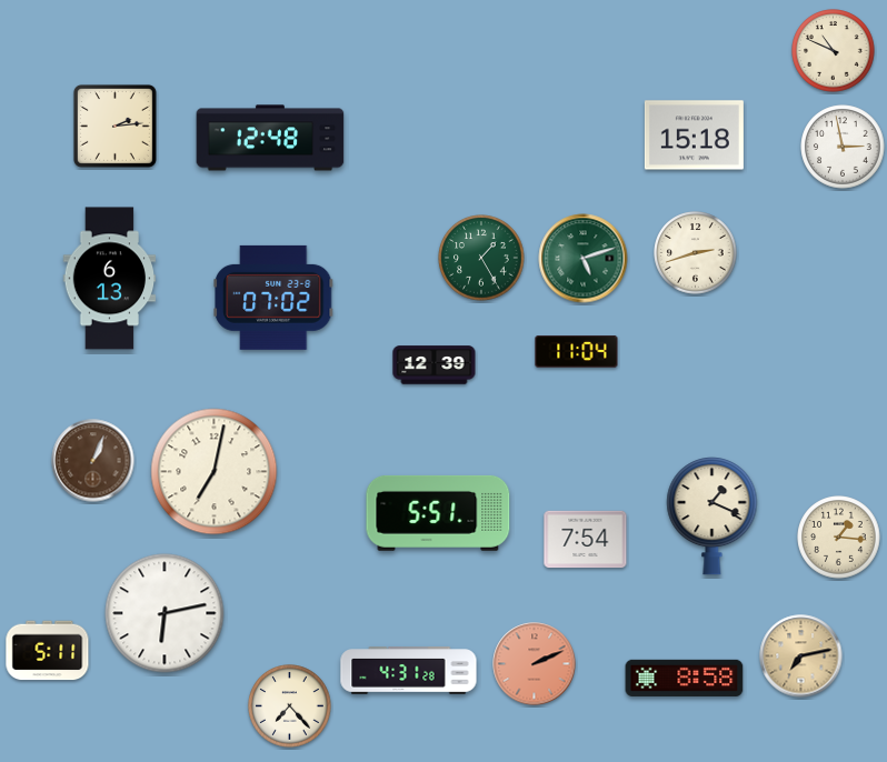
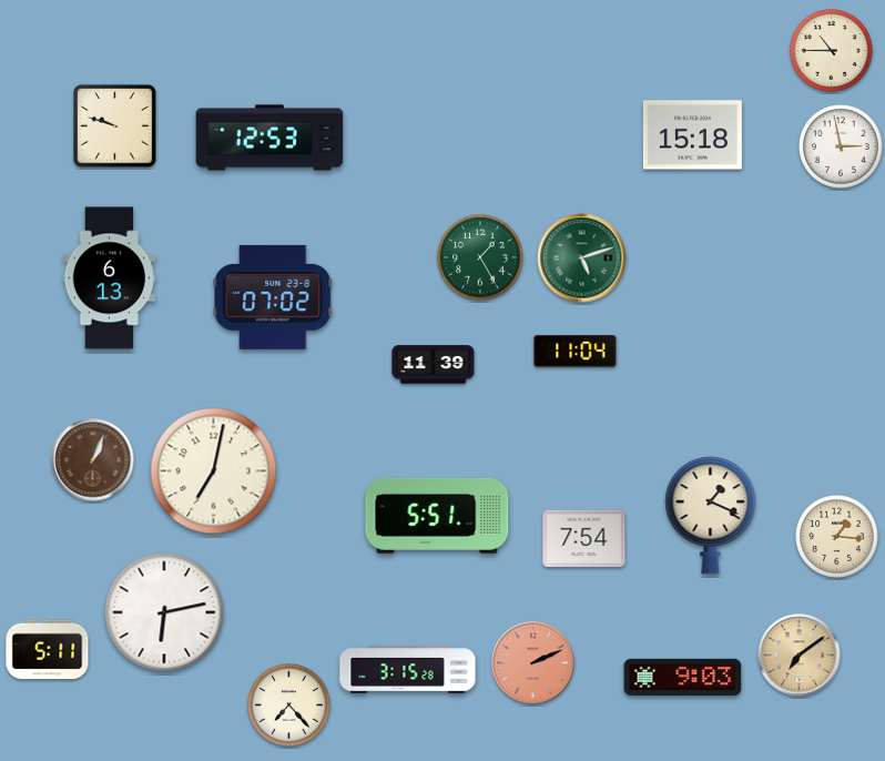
clock at (834, 51): 10:49 -> 10:45
clock at (114, 126): 2:14 -> 9:48
clock at (270, 138): 12:48 -> 12:53
clock at (696, 253): 2:42 -> none
clock at (435, 365): 12:39 -> 11:39
clock at (438, 513) position: (438, 513) -> (437, 516)
clock at (801, 656): 7:13 -> 7:09
clock at (409, 671): 4:31 -> 3:15
clock at (685, 678): 8:58 -> 9:03
